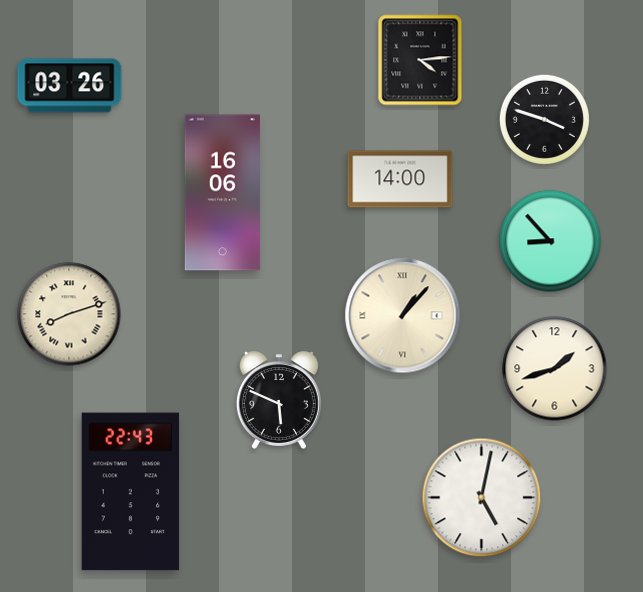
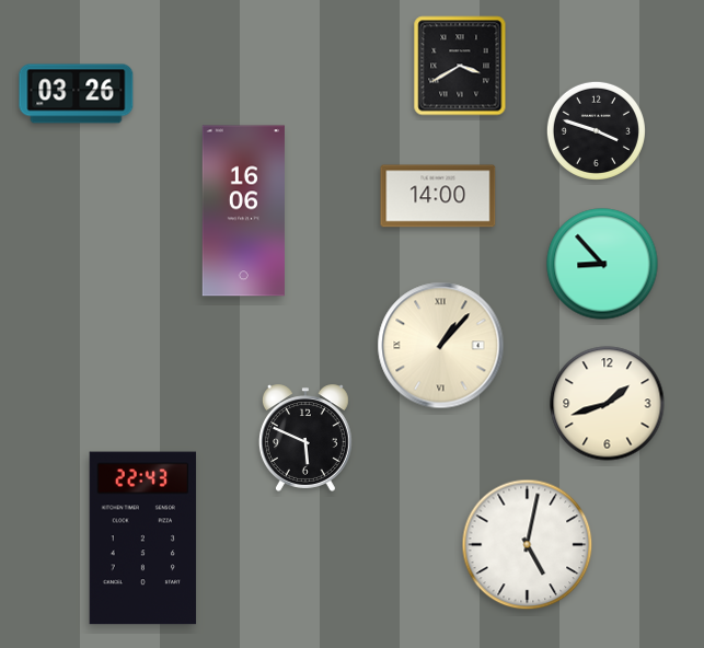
clock at (420, 60): 4:14 -> 3:40
clock at (69, 314): 8:12 -> none
